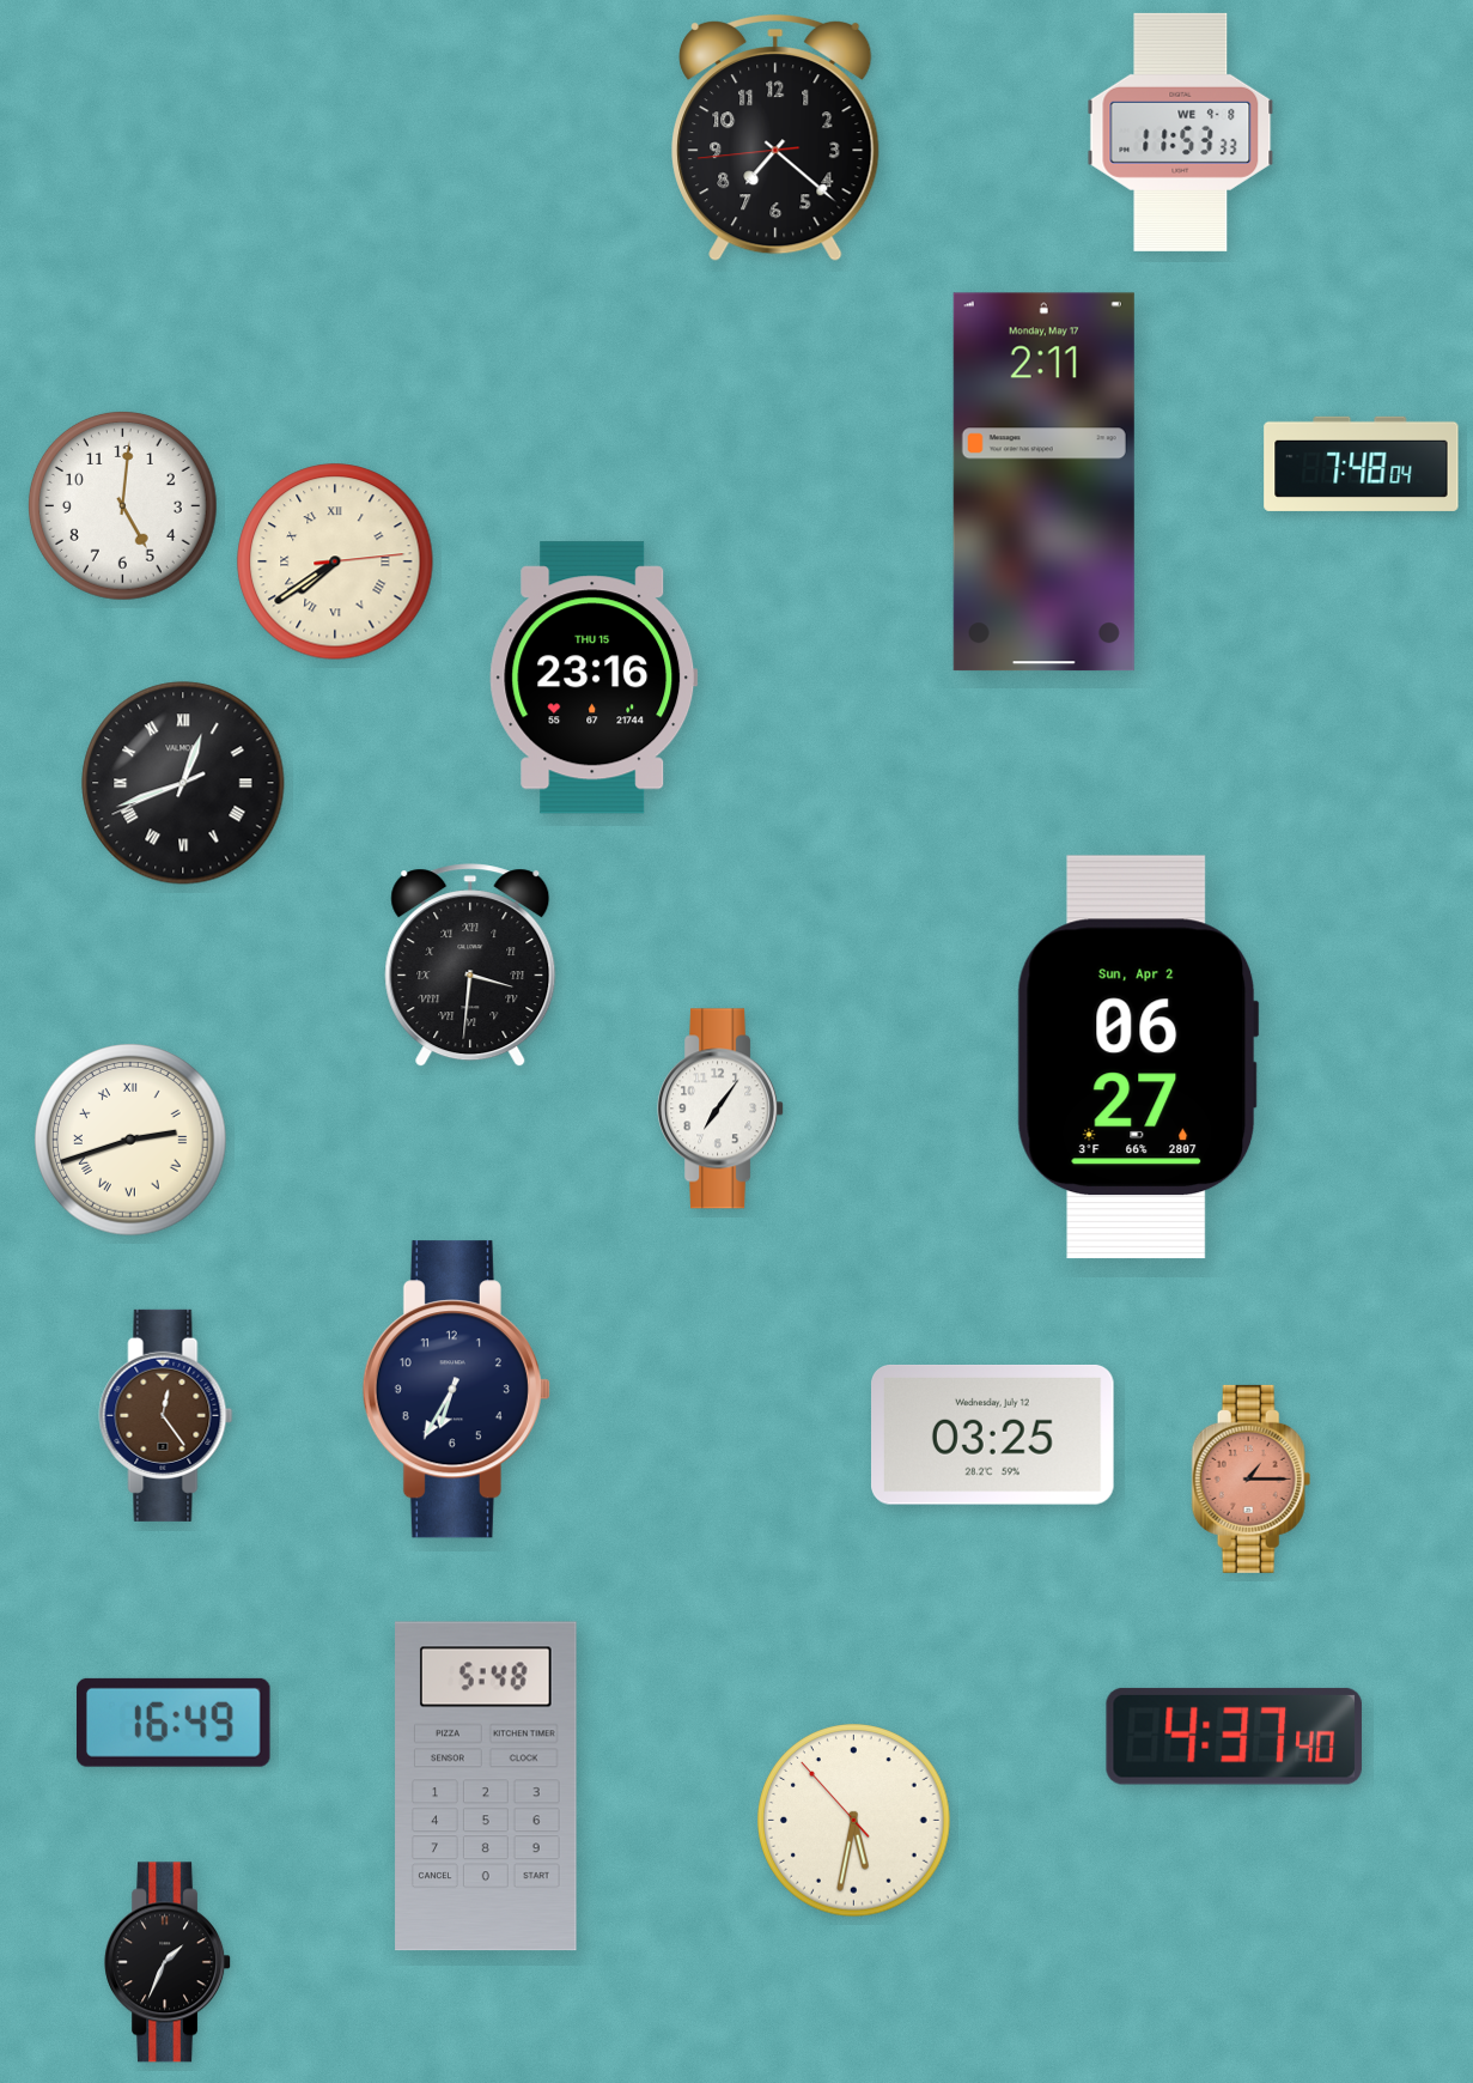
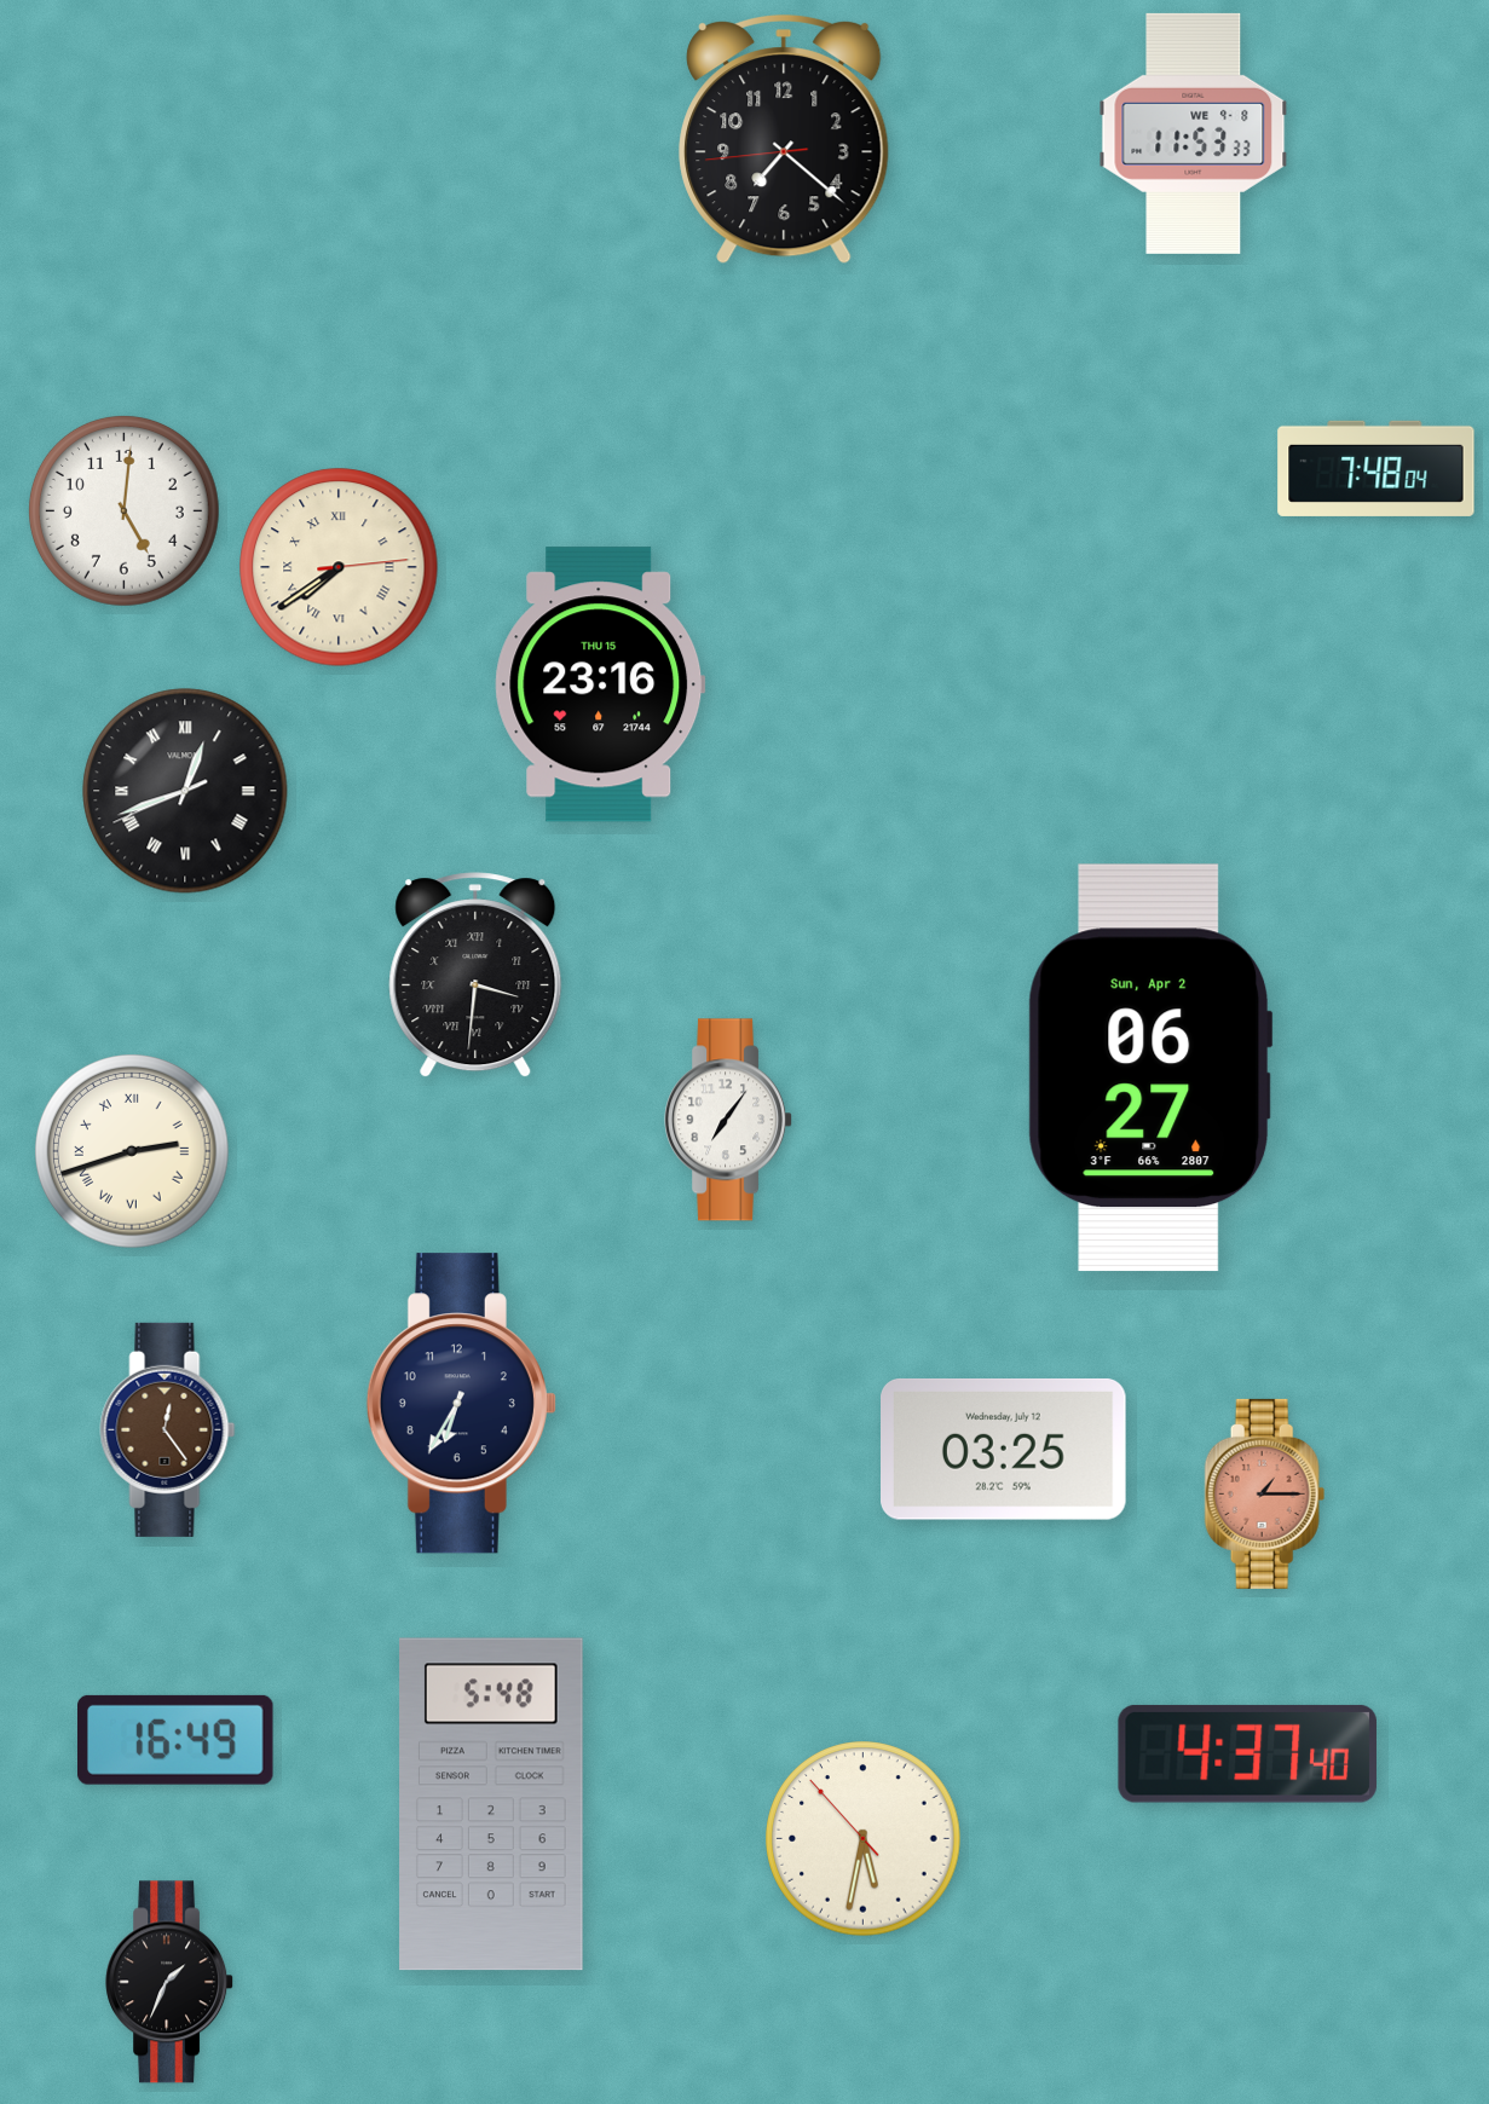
clock at (1043, 482): 2:11 -> none
